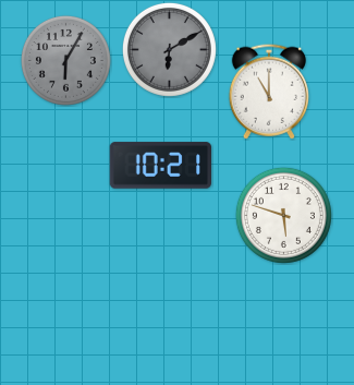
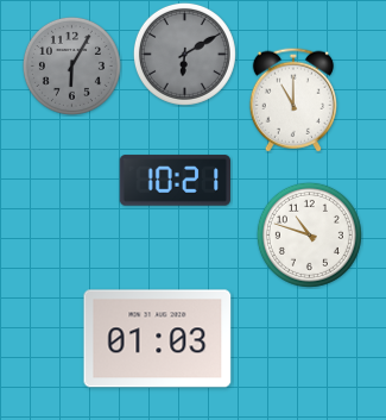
clock at (283, 215): 5:48 -> 10:48
clock at (158, 339): none -> 01:03
